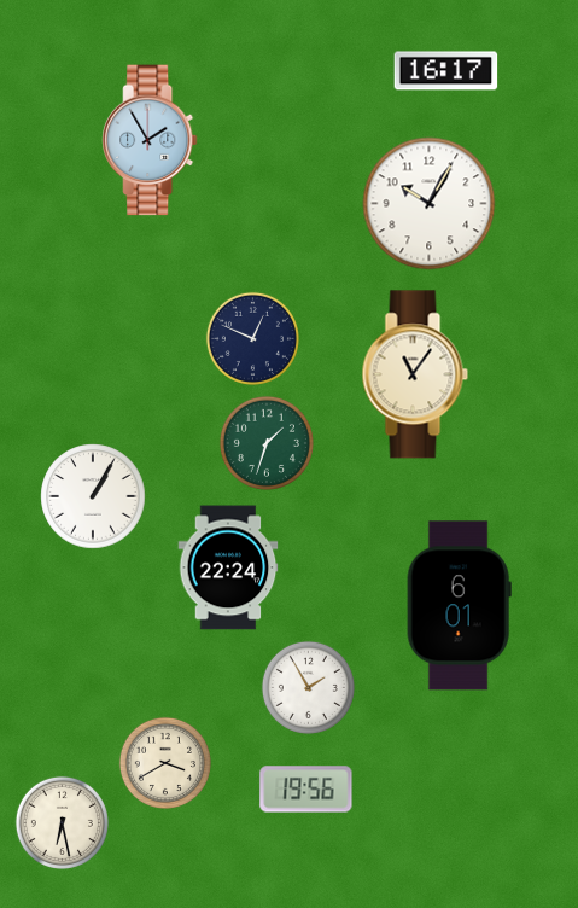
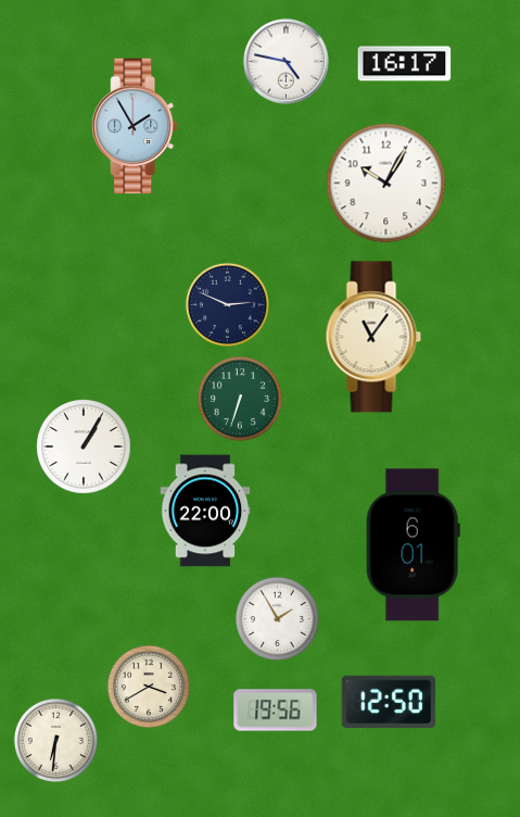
clock at (287, 62): none -> 4:47
clock at (446, 71) position: (446, 71) -> (405, 64)
clock at (252, 338): 12:49 -> 2:49
clock at (267, 443): 1:33 -> 6:33
clock at (228, 567): 22:24 -> 22:00
clock at (389, 702): none -> 12:50
clock at (62, 822): 6:28 -> 6:31
